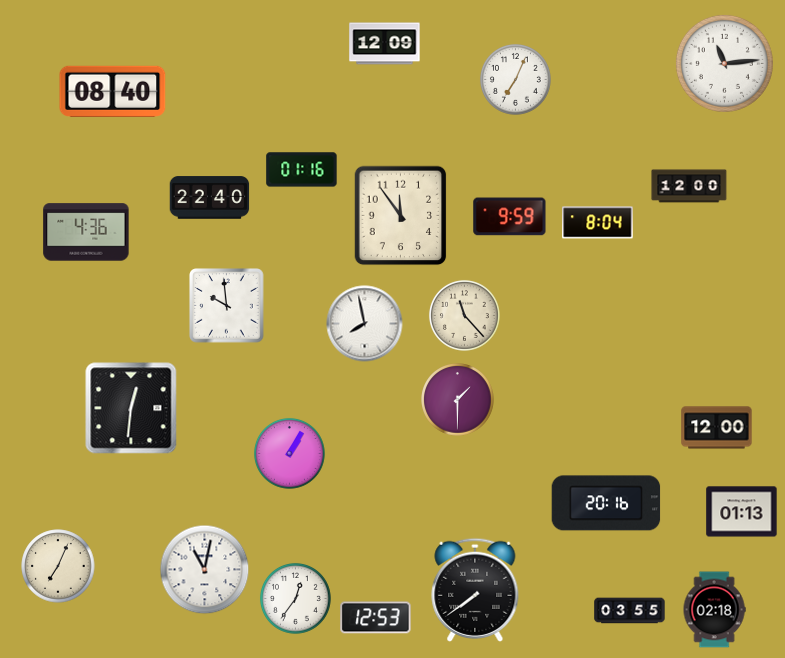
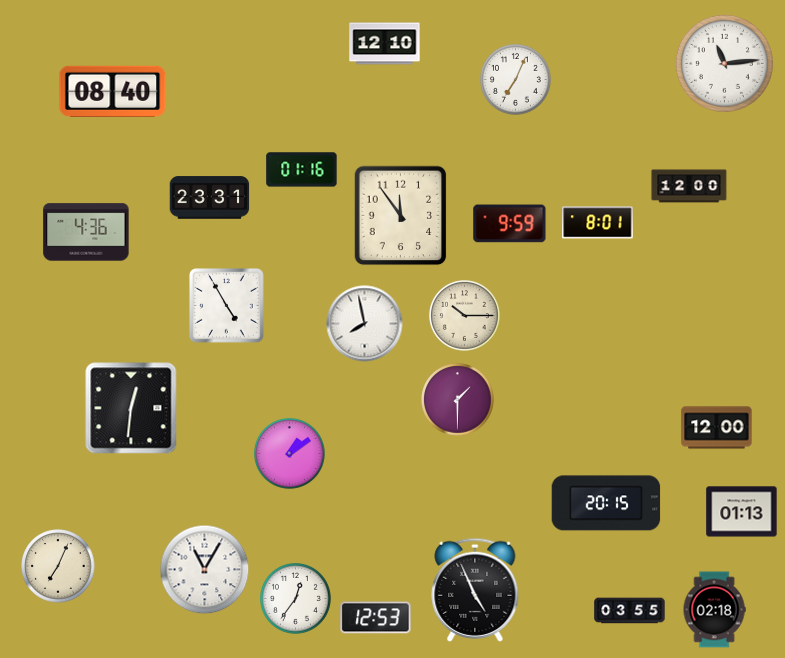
clock at (385, 44): 12:09 -> 12:10
clock at (210, 198): 22:40 -> 23:31
clock at (510, 217) position: (510, 217) -> (510, 224)
clock at (598, 223): 8:04 -> 8:01
clock at (227, 306): 9:59 -> 4:55
clock at (465, 316): 11:23 -> 10:15
clock at (290, 454): 1:05 -> 1:09
clock at (606, 503): 20:16 -> 20:15
clock at (205, 570): 11:02 -> 11:05
clock at (475, 590): 7:39 -> 4:56
